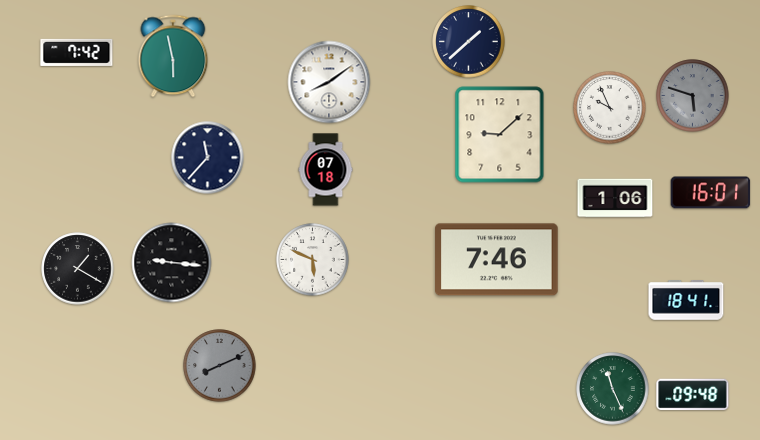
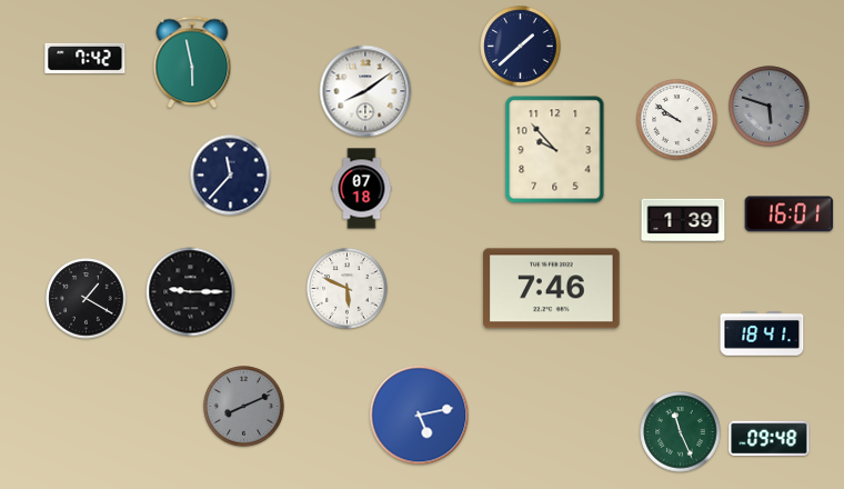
clock at (610, 108): 9:56 -> 9:51
clock at (500, 135): 9:08 -> 9:53
clock at (615, 198): 1:06 -> 1:39
clock at (172, 263): 9:16 -> 9:15
clock at (420, 416): none -> 5:13
